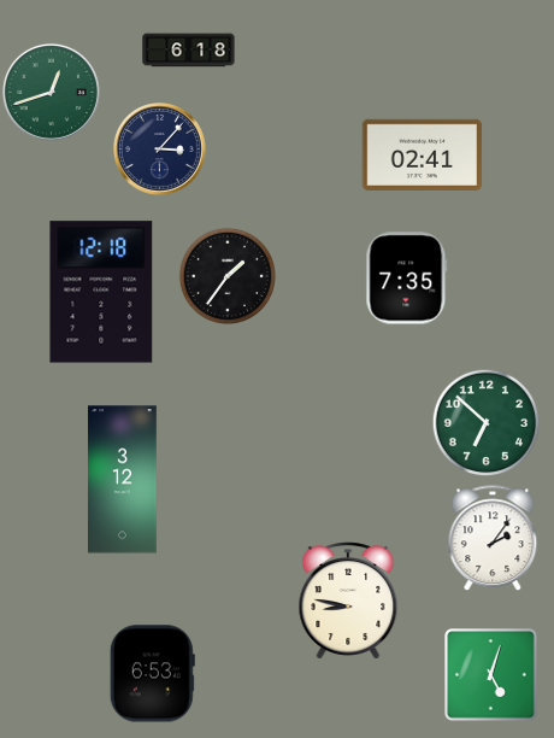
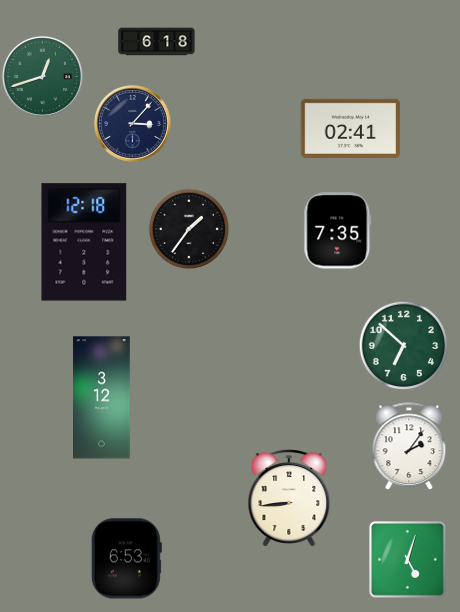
clock at (485, 422) position: (485, 422) -> (403, 345)
clock at (348, 601): 8:47 -> 8:44
